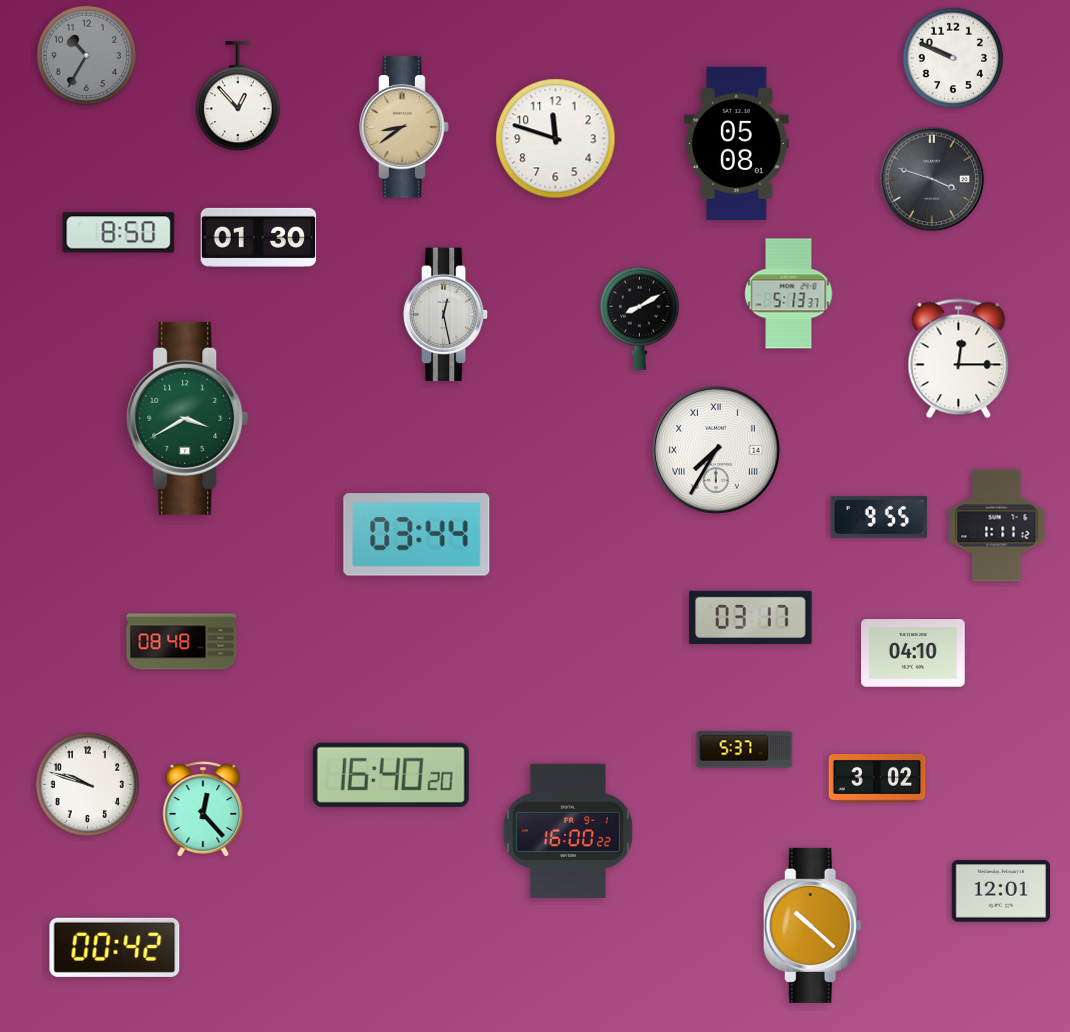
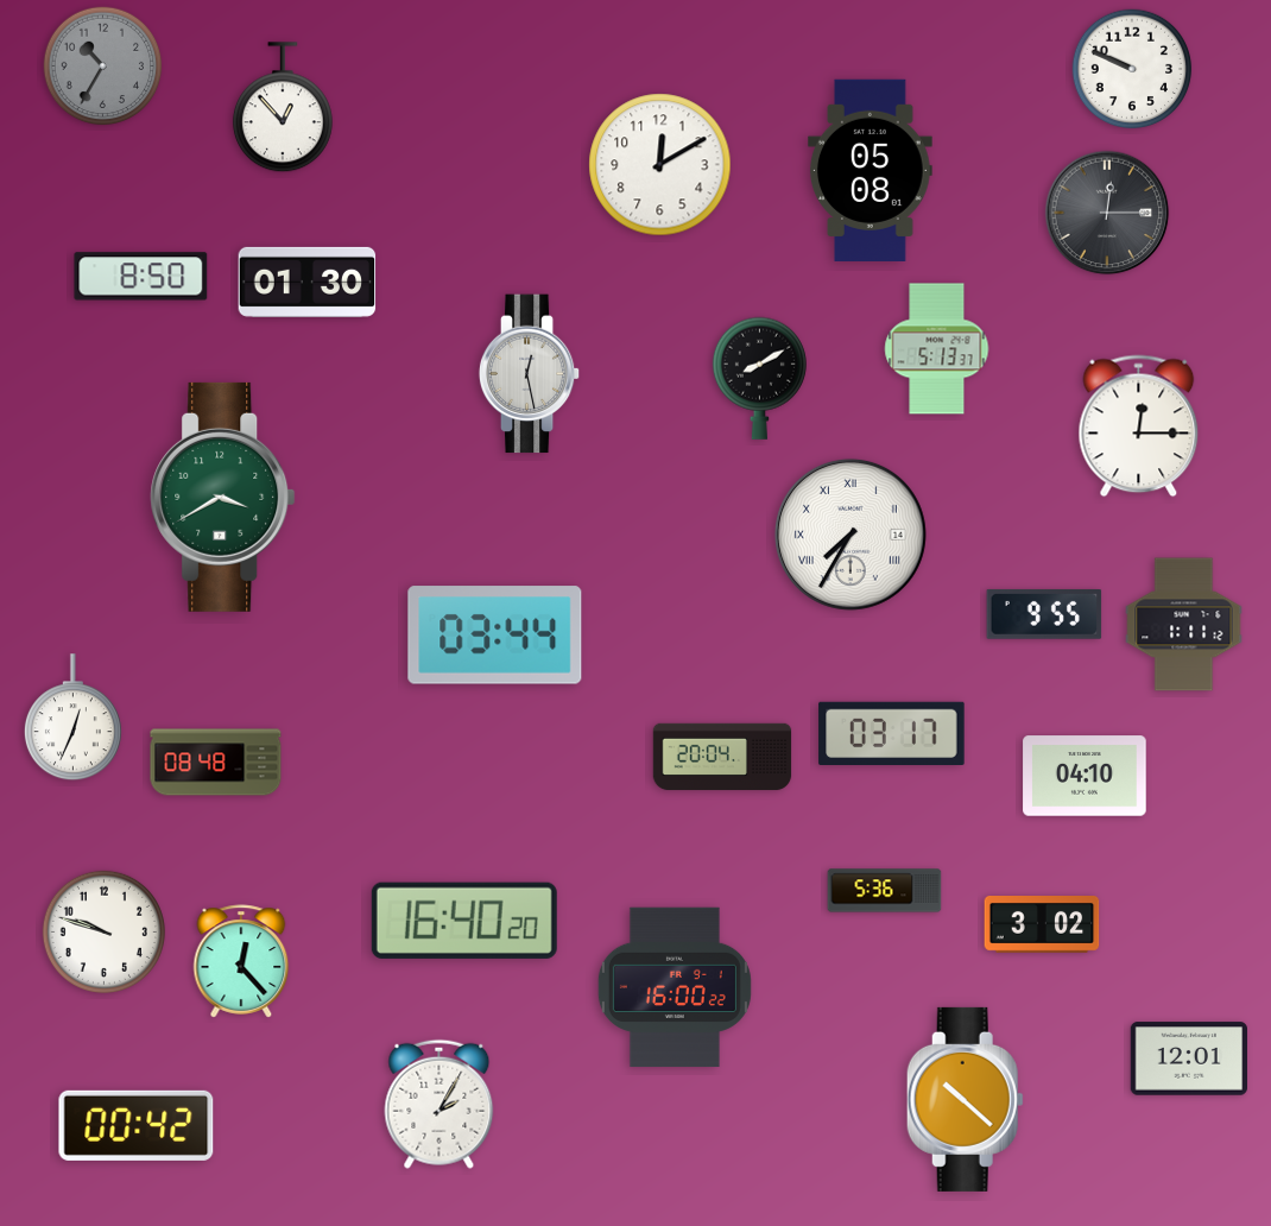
clock at (238, 97) position: (238, 97) -> (283, 108)
clock at (404, 127): 8:39 -> none
clock at (556, 139): 11:48 -> 12:10
clock at (737, 143) position: (737, 143) -> (871, 170)
clock at (932, 179): 3:48 -> 12:15
clock at (72, 718): none -> 12:34
clock at (722, 757): none -> 20:04
clock at (745, 750): 5:37 -> 5:36
clock at (440, 1104): none -> 2:05
